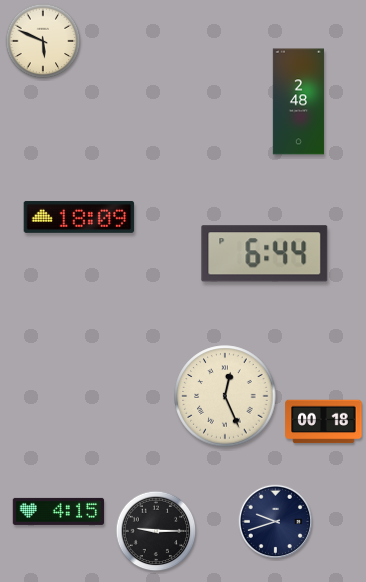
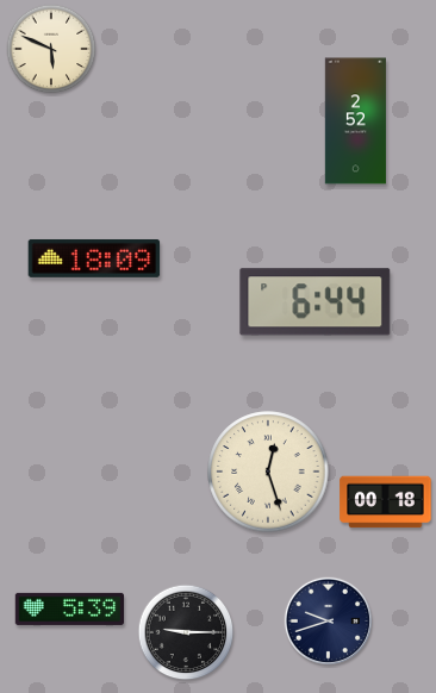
clock at (298, 102): 2:48 -> 2:52
clock at (225, 396): 12:26 -> 12:27
clock at (59, 511): 4:15 -> 5:39
